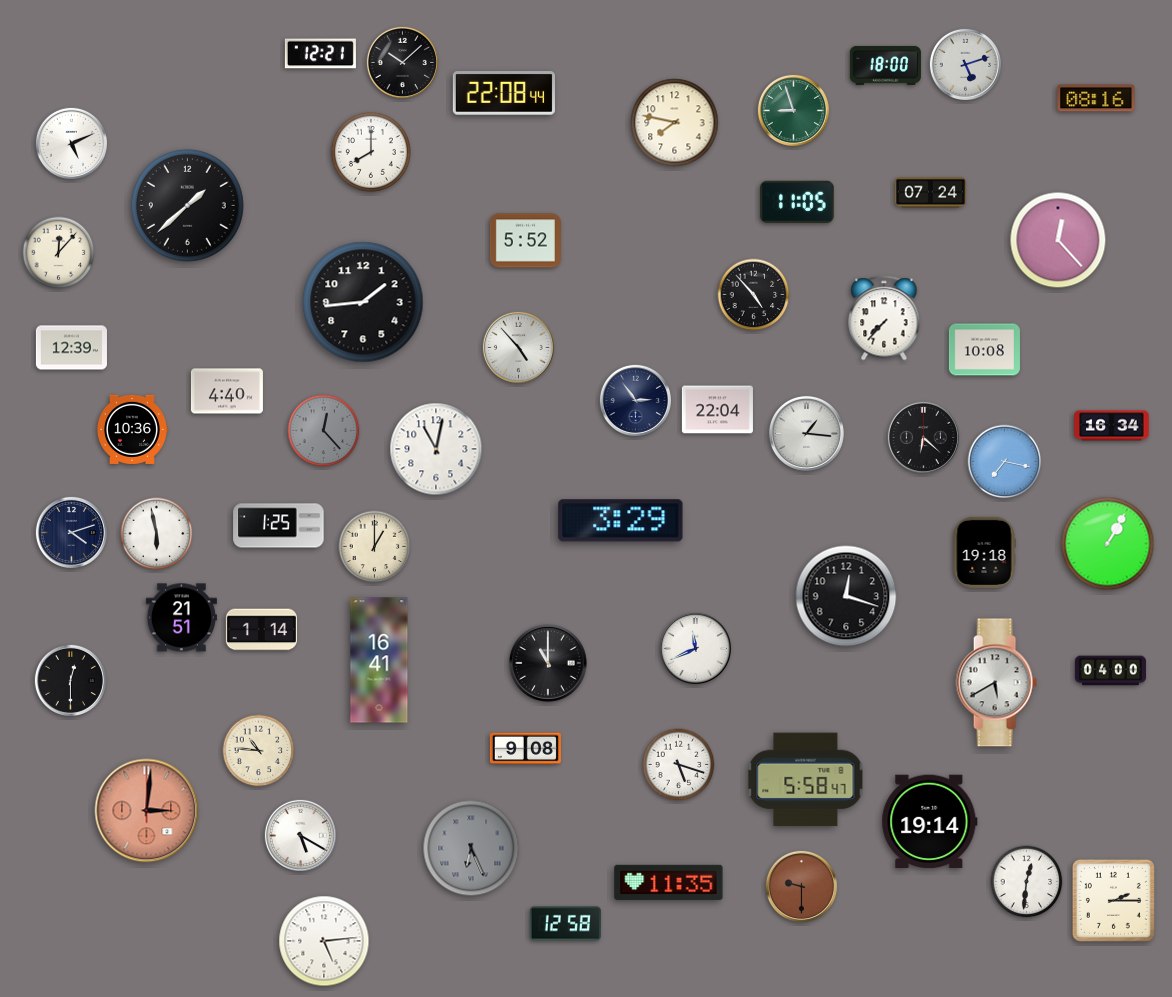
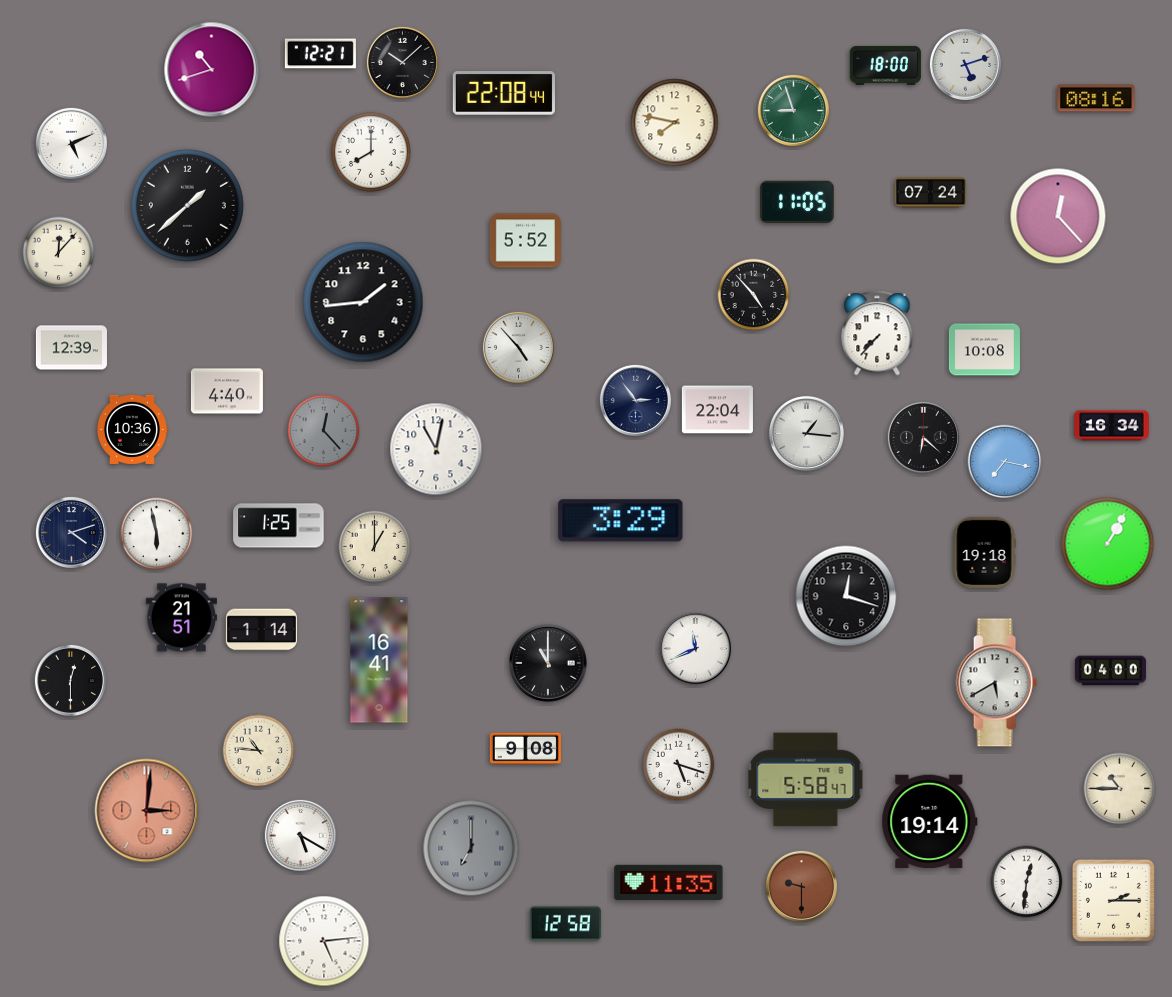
clock at (212, 70): none -> 10:42
clock at (1058, 240) position: (1058, 240) -> (1058, 216)
clock at (884, 318) position: (884, 318) -> (877, 333)
clock at (1120, 789): none -> 10:45
clock at (471, 848): 6:26 -> 7:00
